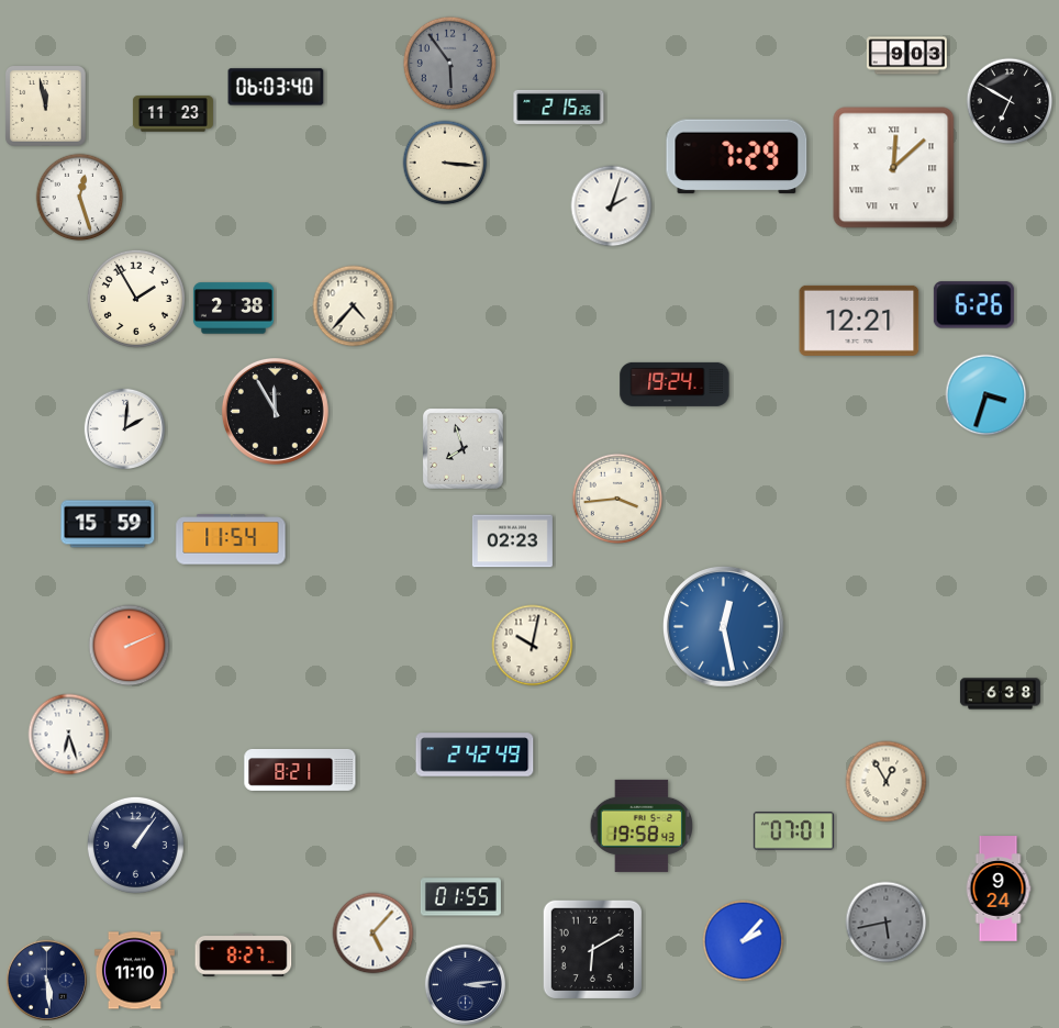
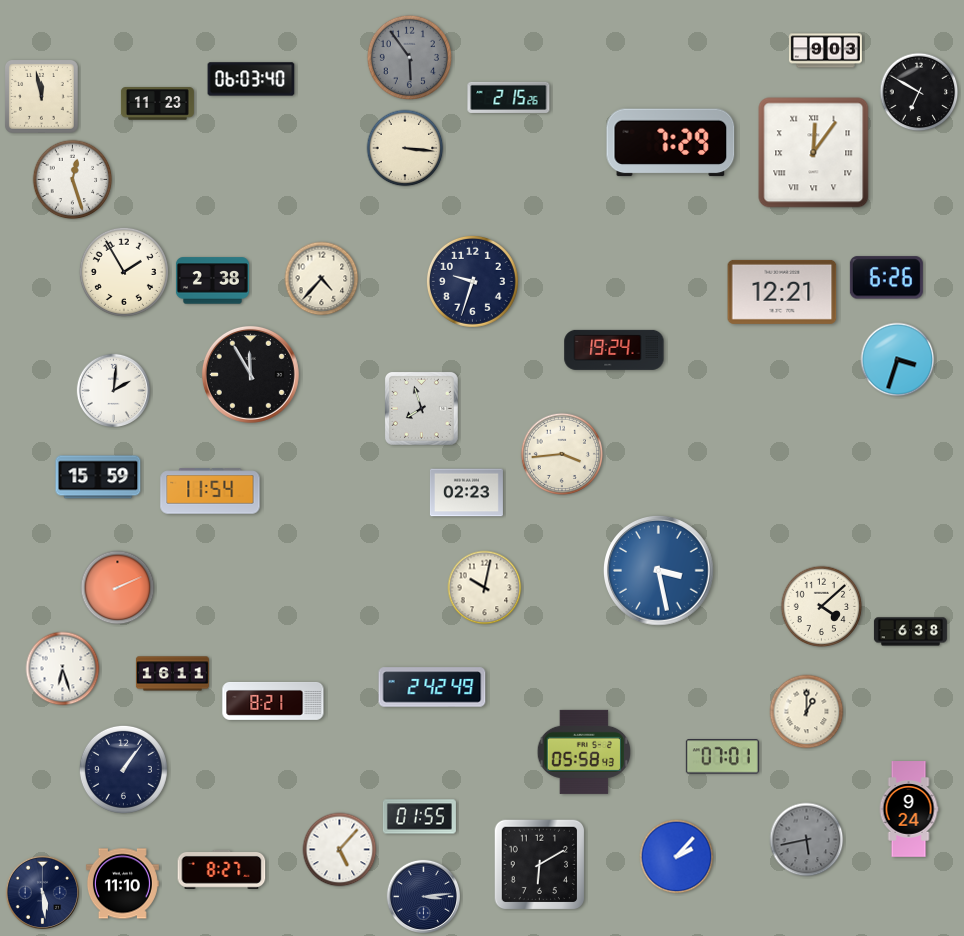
clock at (894, 168): 12:08 -> 12:06
clock at (612, 206): 2:03 -> none
clock at (472, 281): none -> 9:33
clock at (724, 627): 12:28 -> 3:28
clock at (822, 607): none -> 4:08
clock at (172, 674): none -> 16:11
clock at (887, 782): 12:55 -> 1:00
clock at (640, 826): 19:58 -> 05:58
